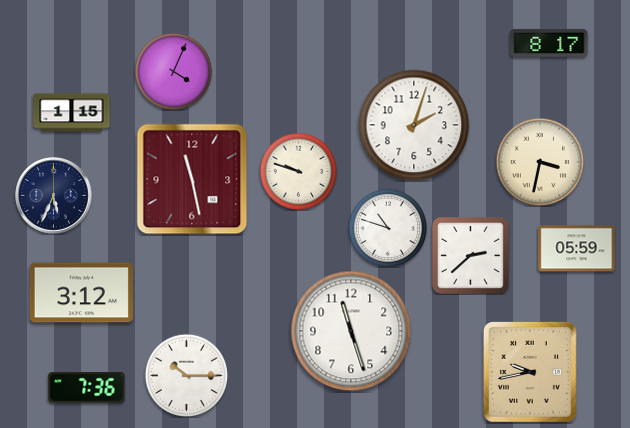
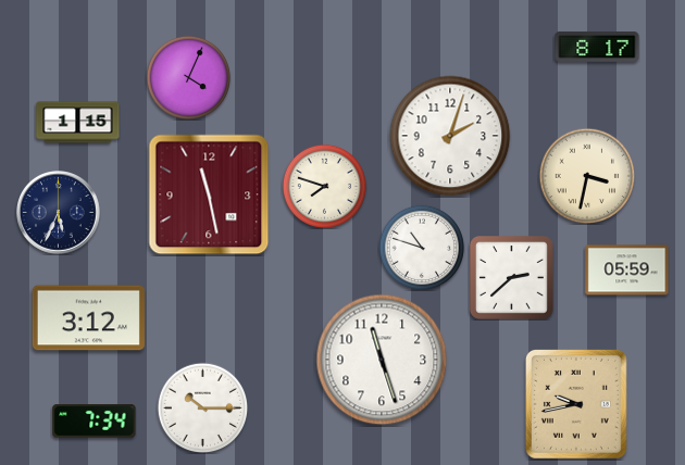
clock at (298, 171): 9:48 -> 7:48
clock at (87, 388): 7:36 -> 7:34
